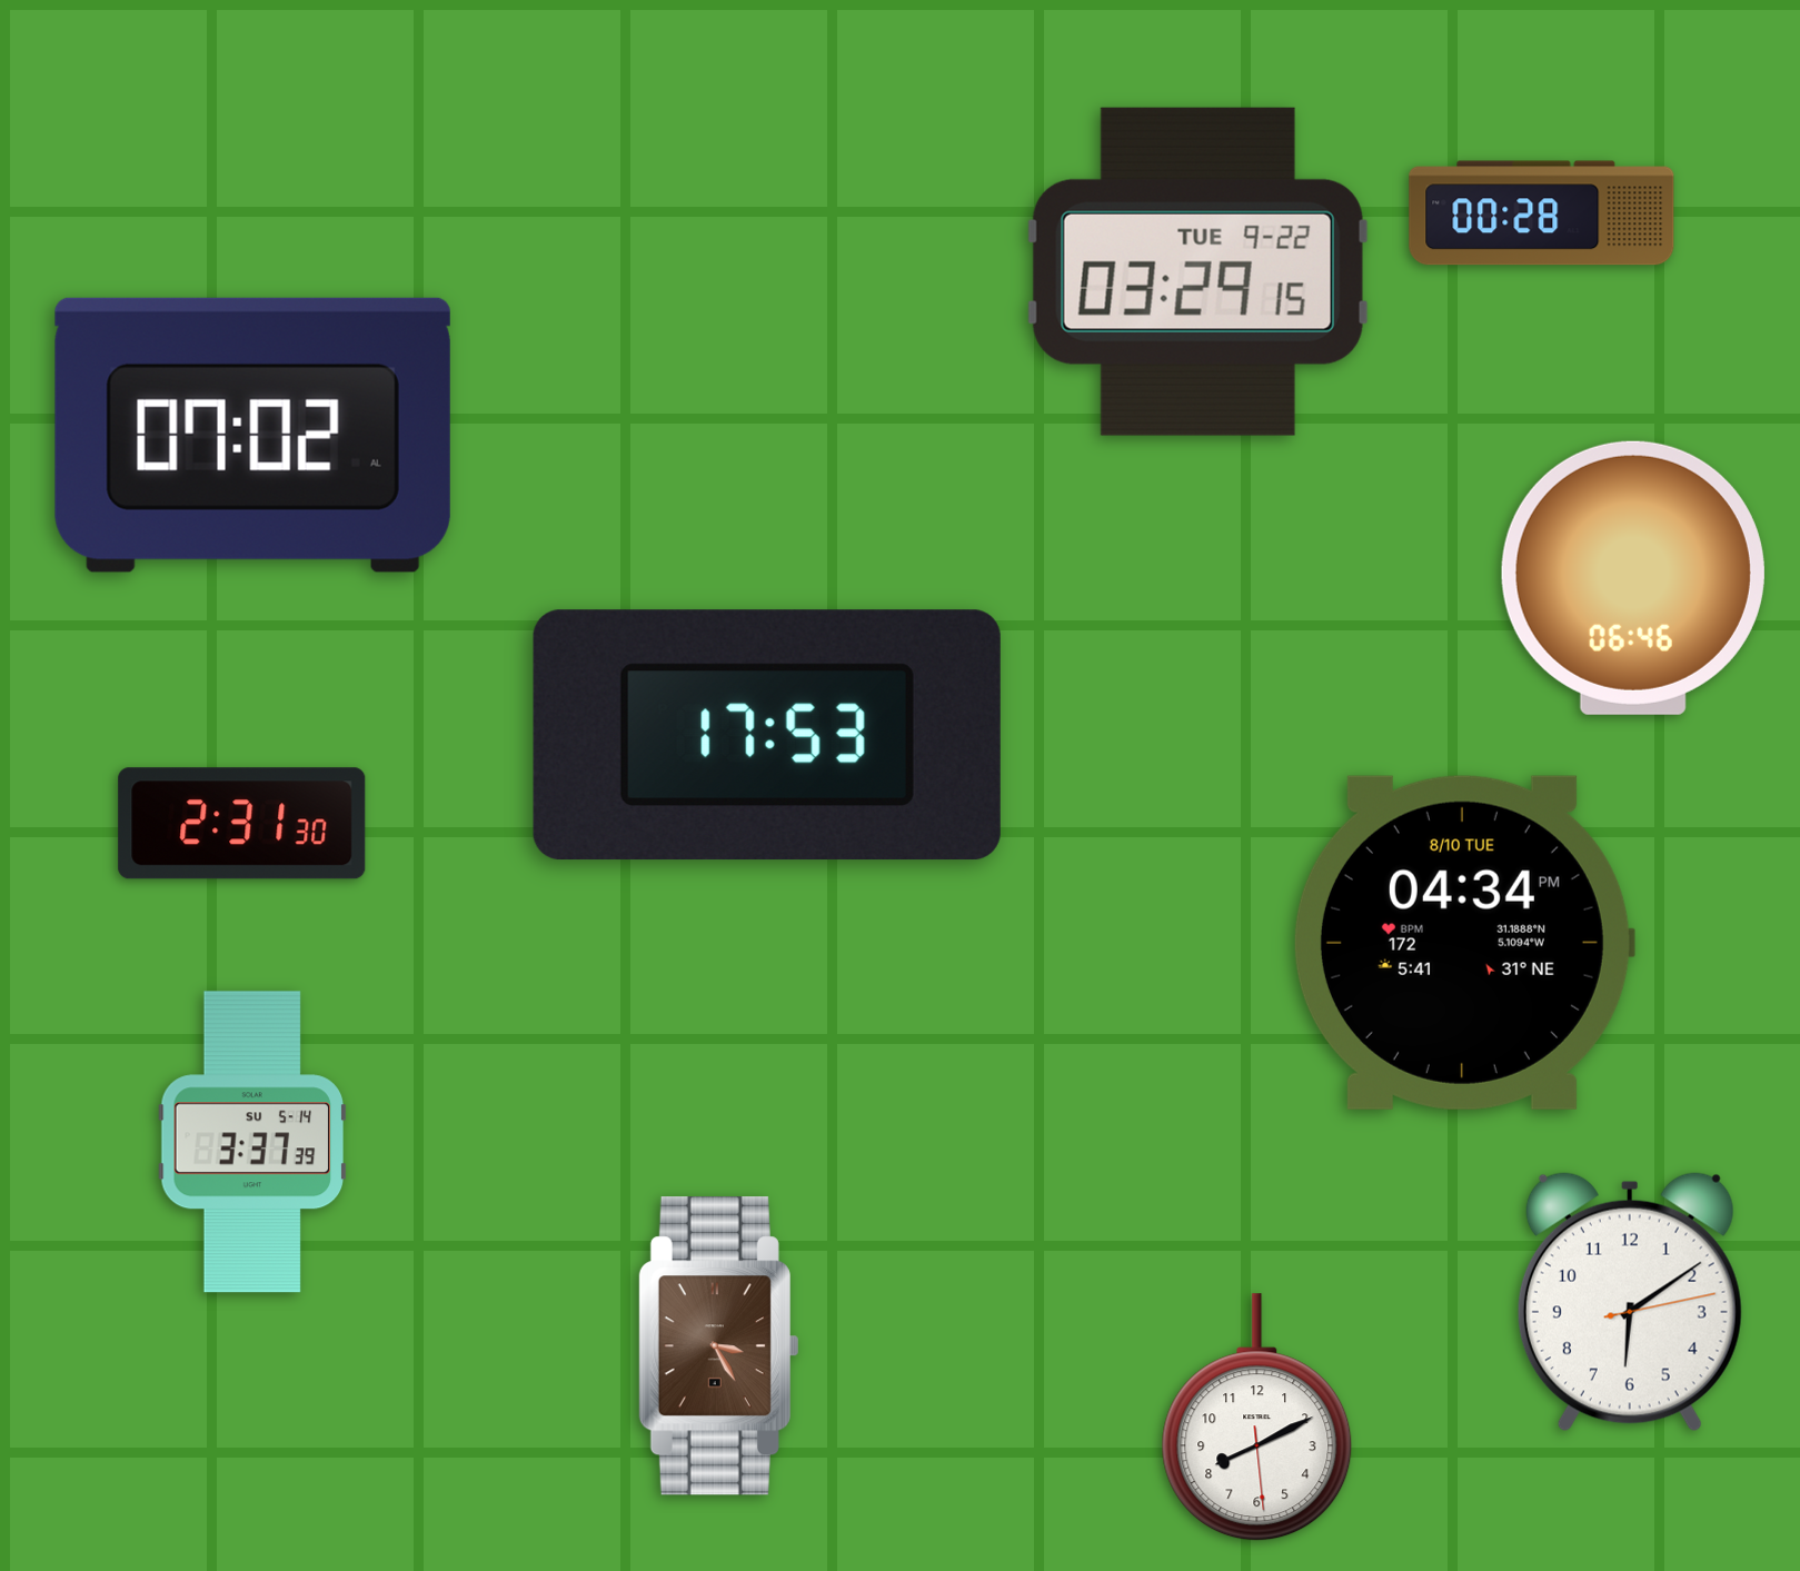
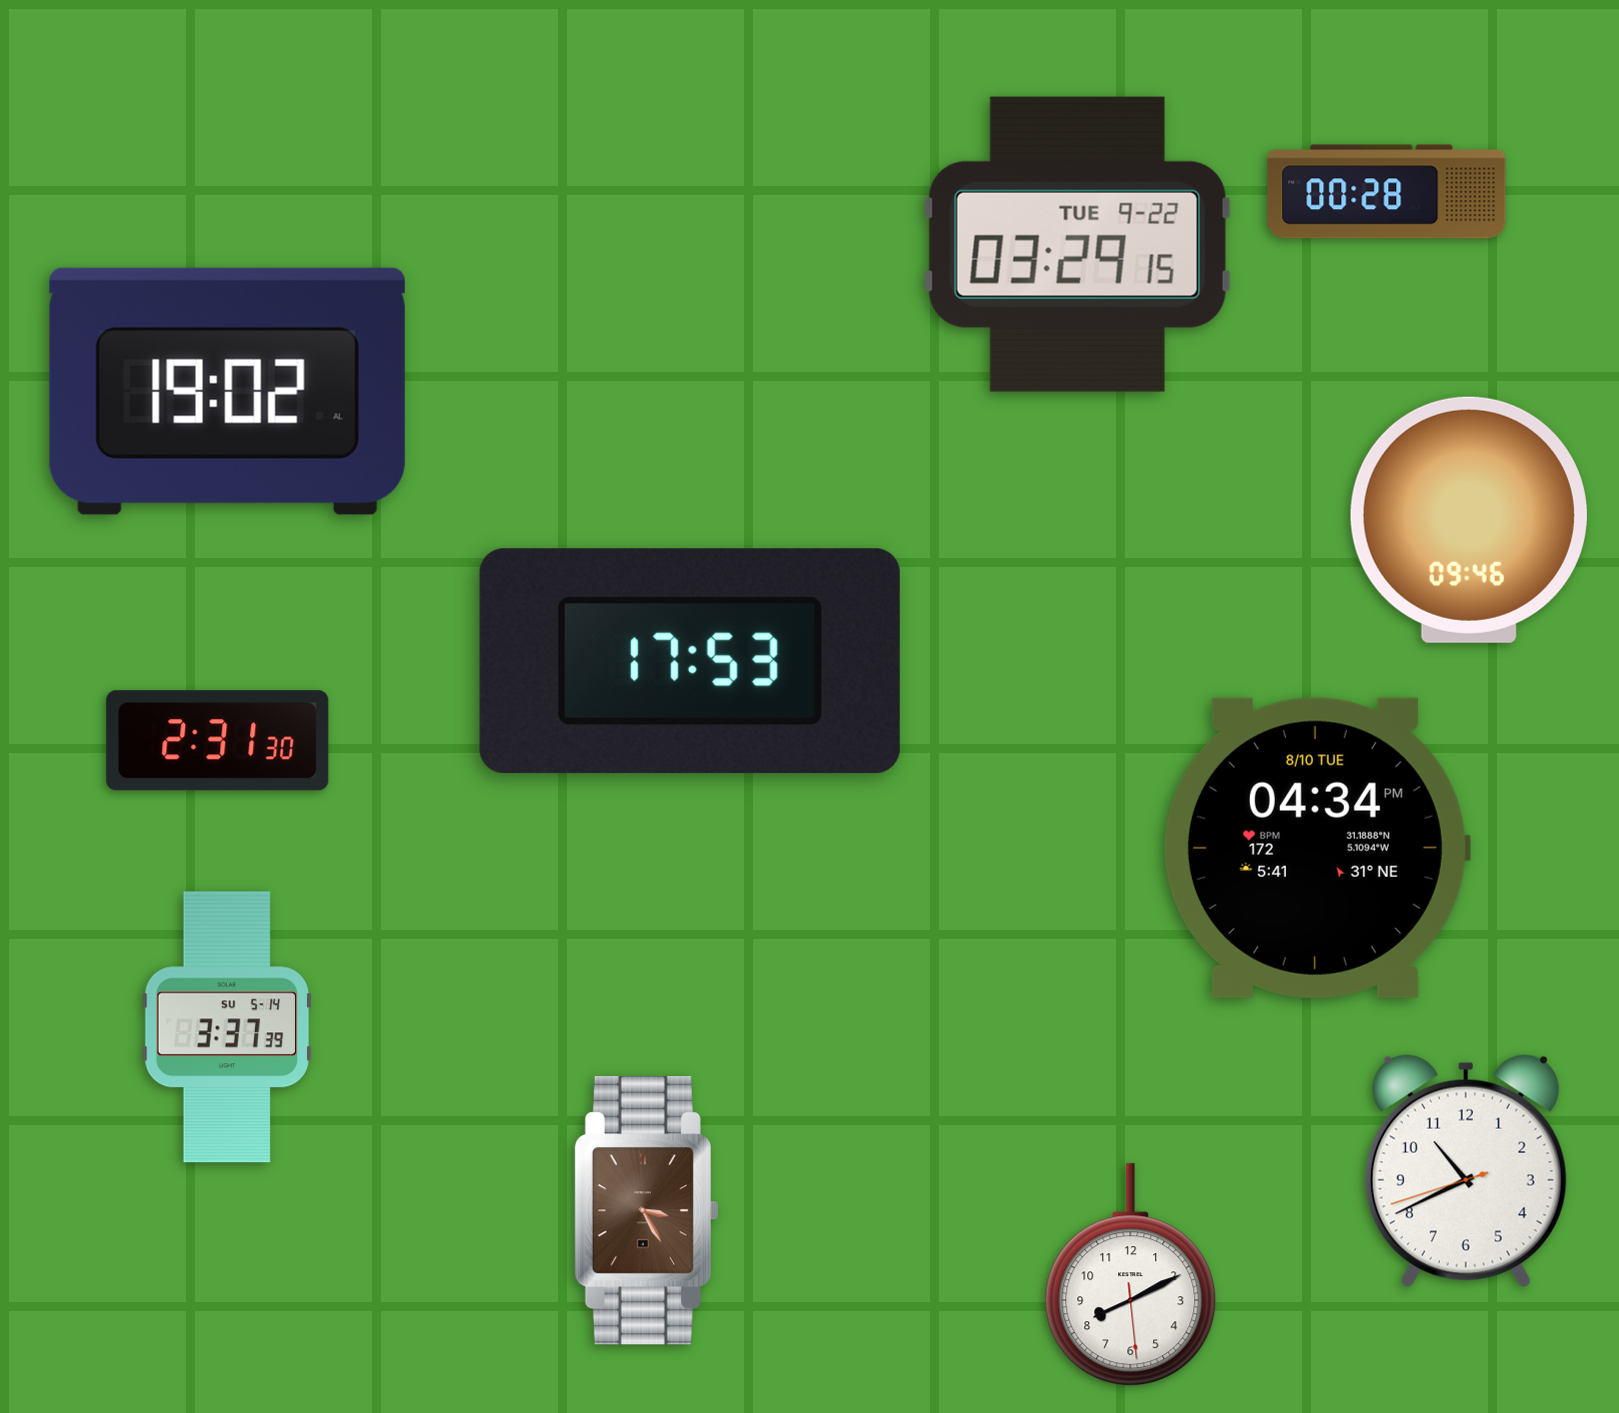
clock at (252, 435): 07:02 -> 19:02
clock at (1633, 578): 06:46 -> 09:46
clock at (1630, 1302): 6:09 -> 10:40
